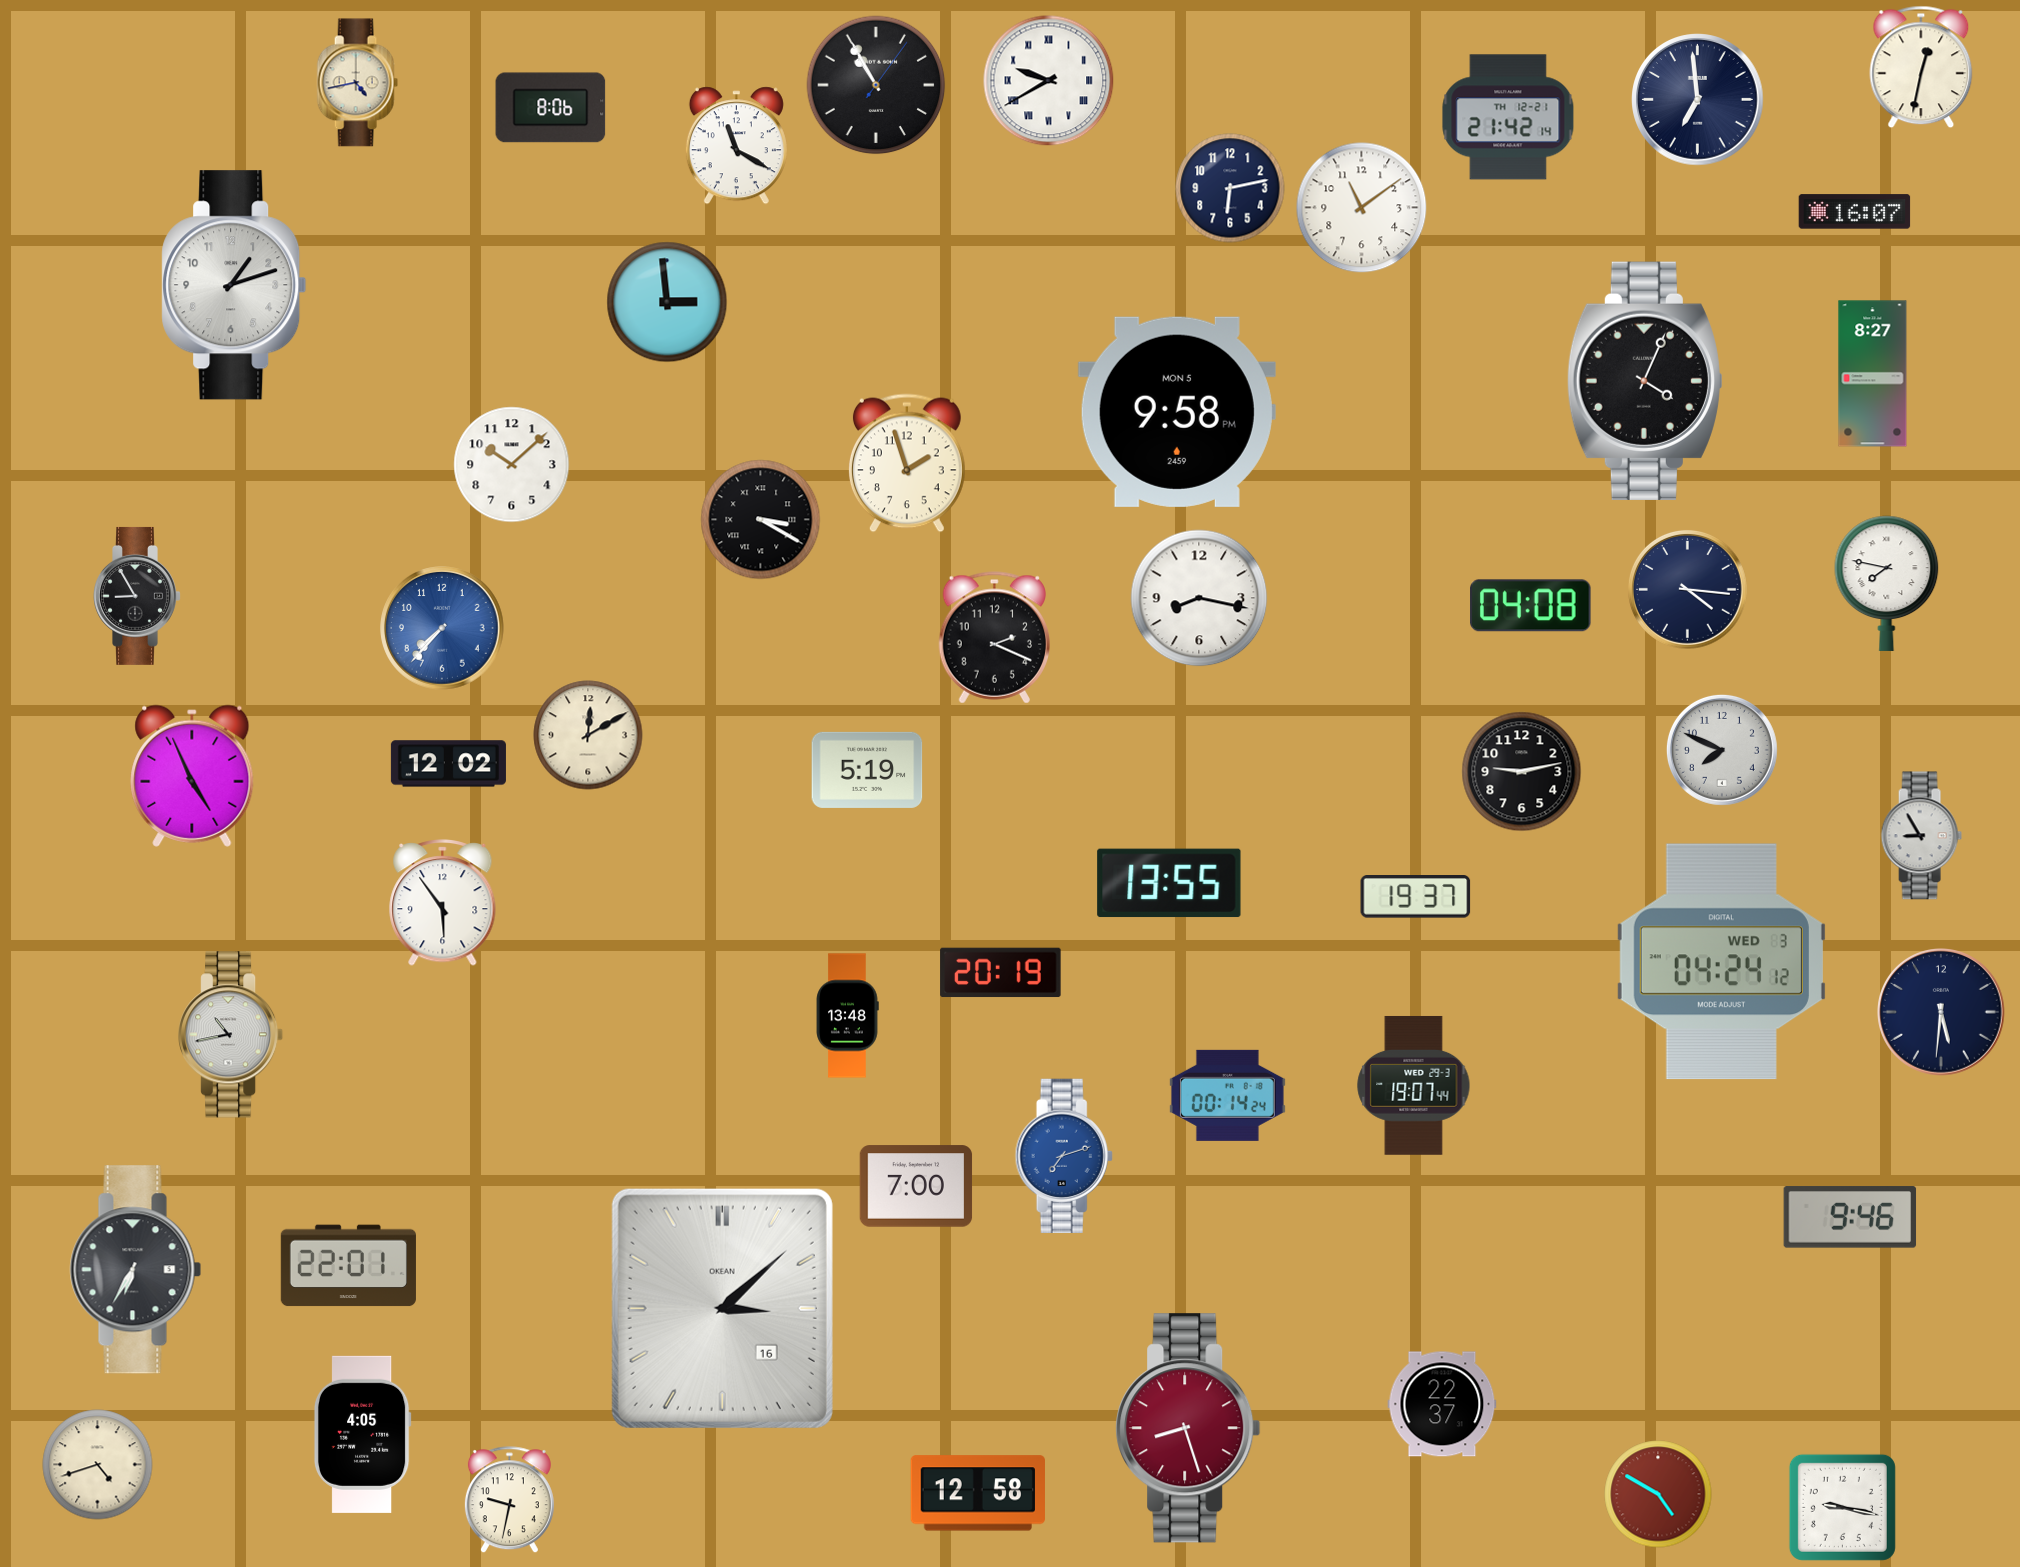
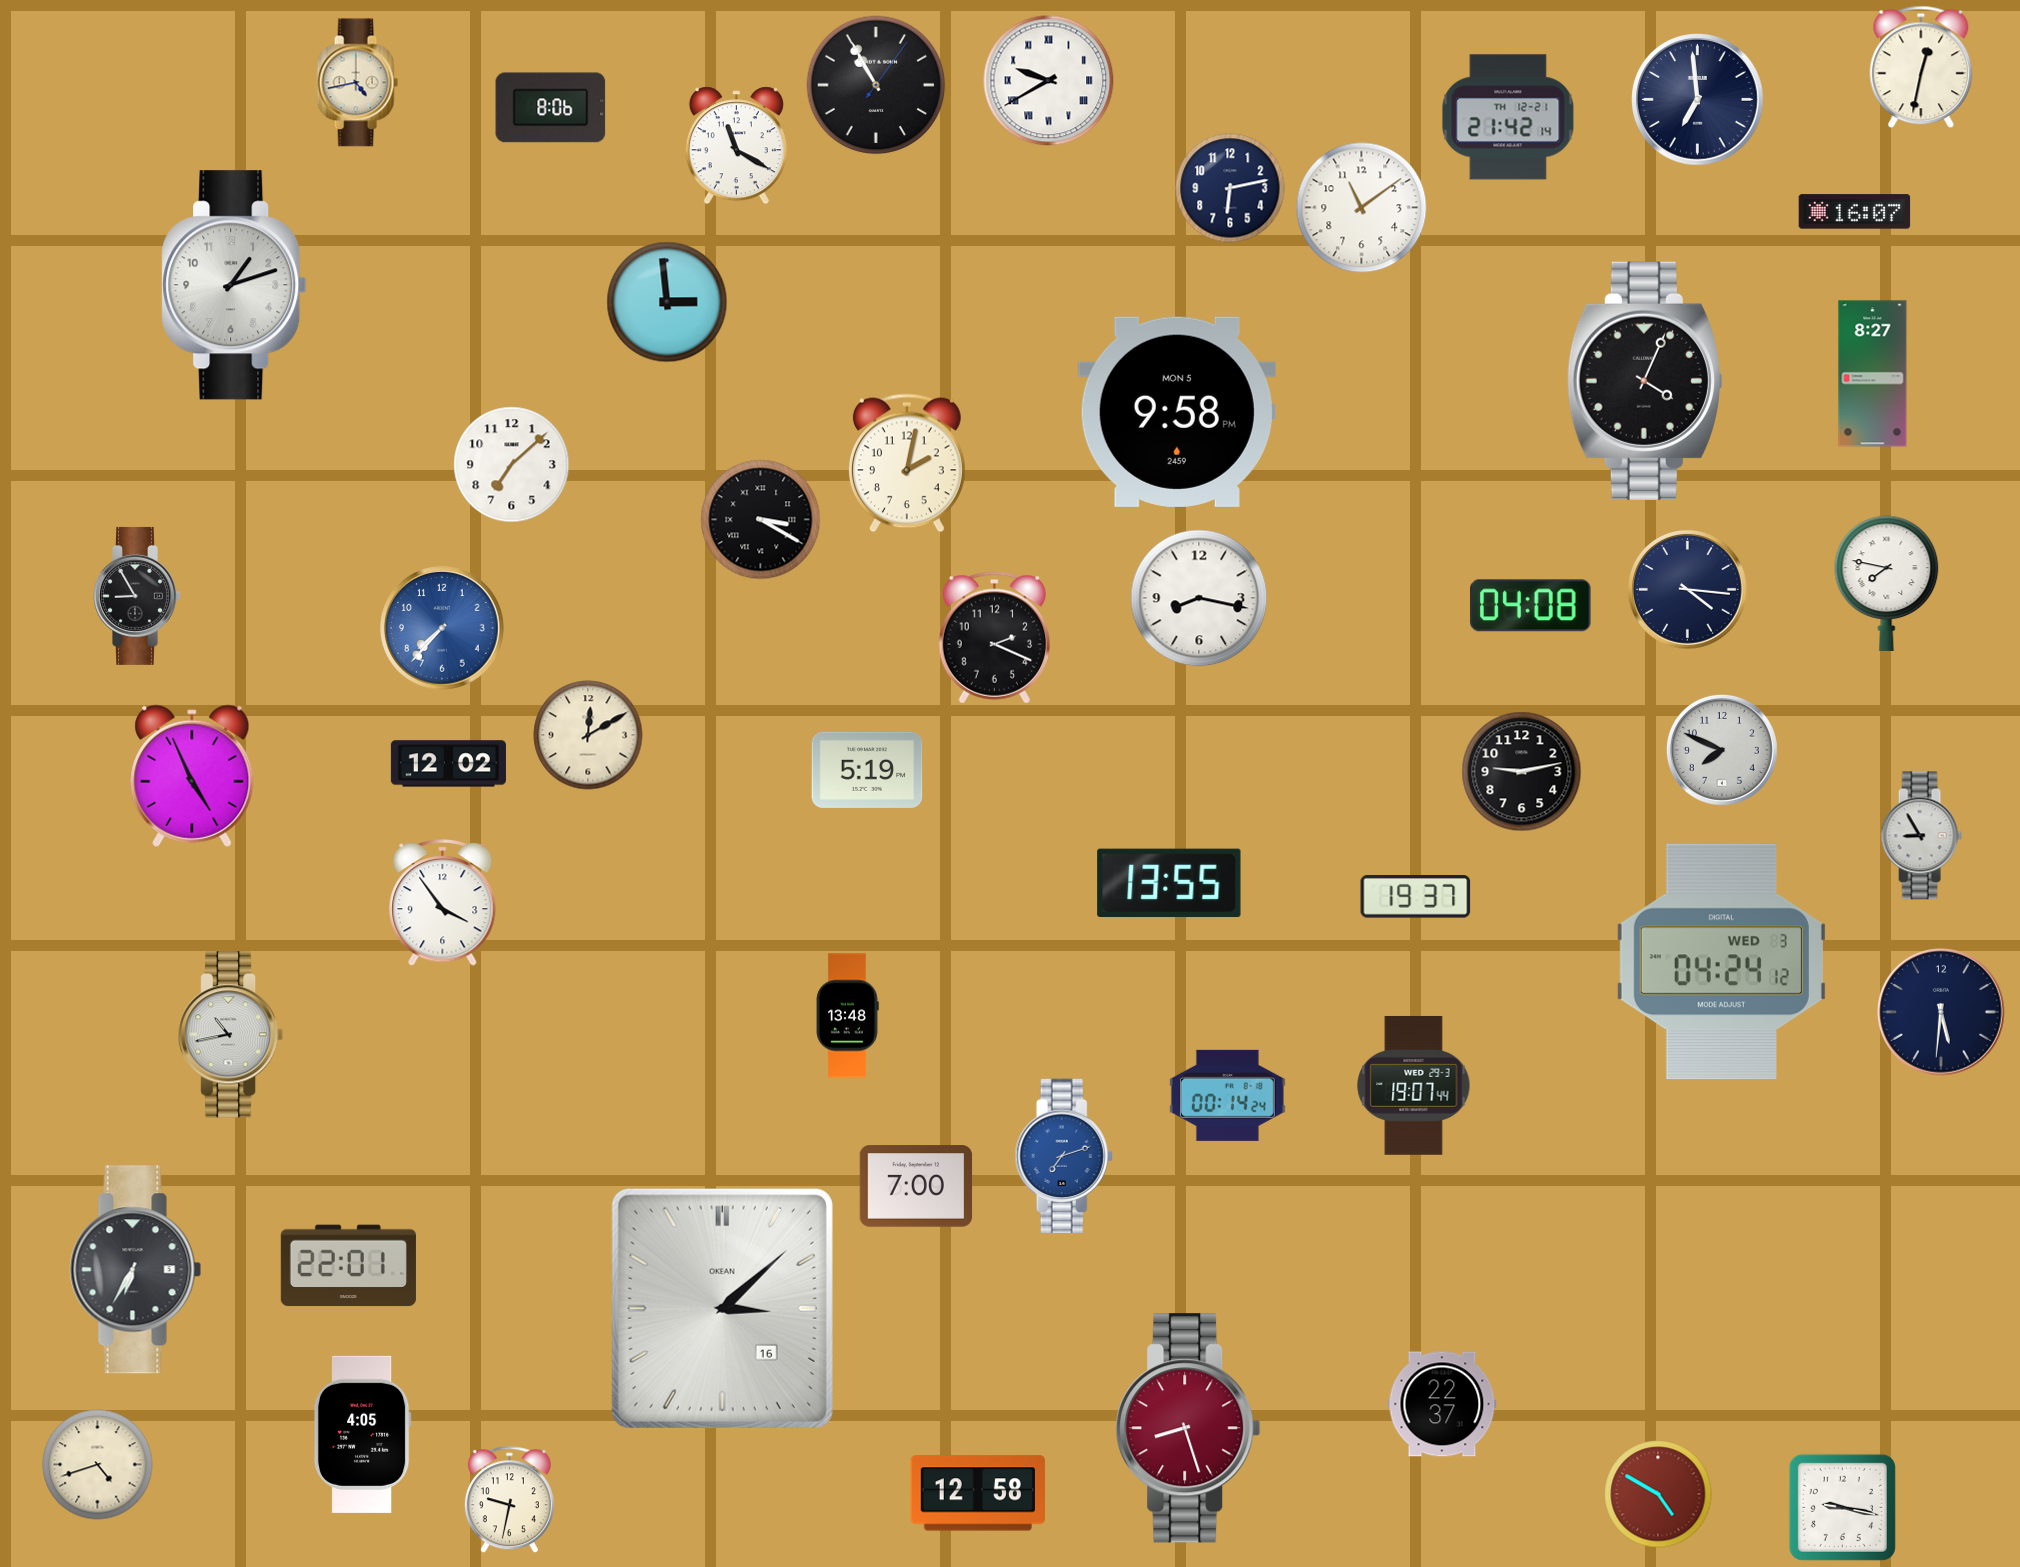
clock at (907, 463): 1:57 -> 2:02
clock at (512, 465): 10:08 -> 7:08
clock at (443, 903): 5:54 -> 3:54
clock at (1001, 973): 20:19 -> none
clock at (1850, 1217): 9:46 -> none
